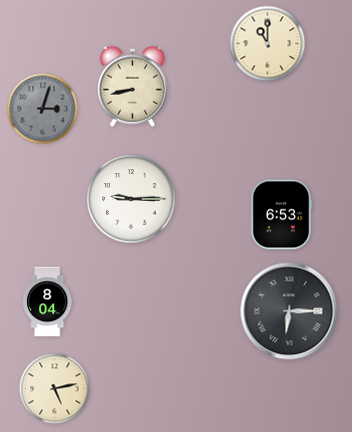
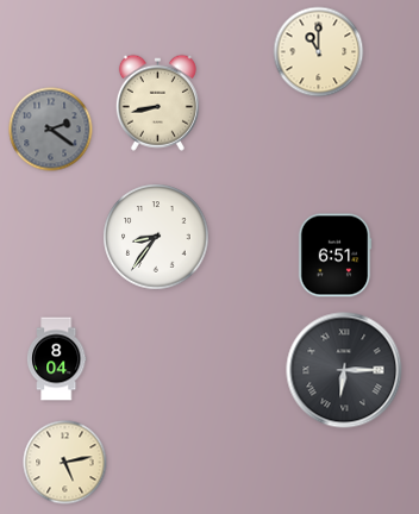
clock at (43, 109): 3:03 -> 2:21
clock at (131, 199): 9:15 -> 8:36
clock at (281, 215): 6:53 -> 6:51
